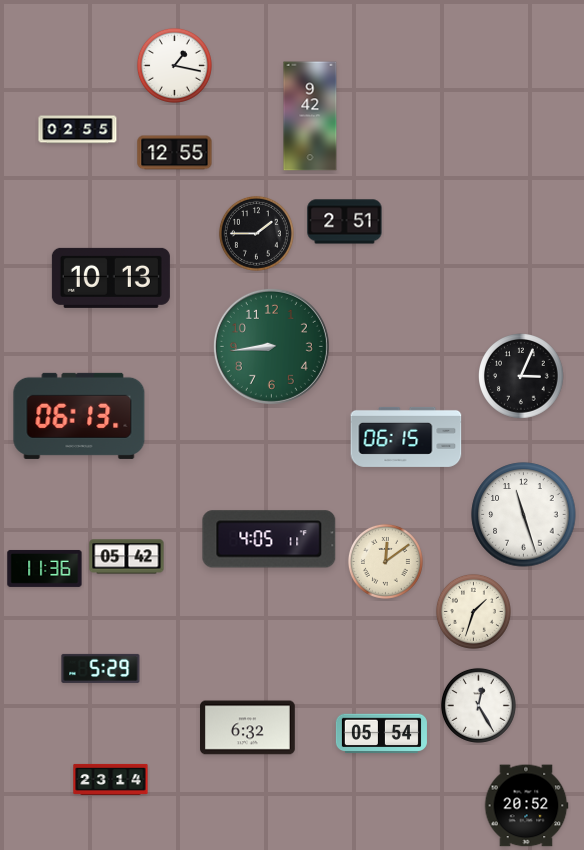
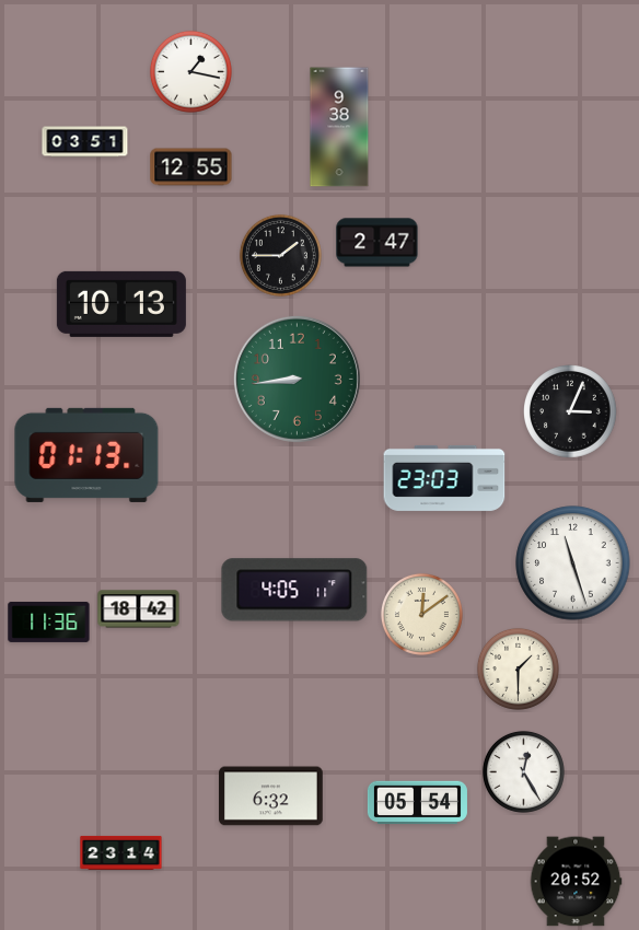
clock at (310, 116): 9:42 -> 9:38
clock at (78, 130): 02:55 -> 03:51
clock at (345, 222): 2:51 -> 2:47
clock at (79, 416): 06:13 -> 01:13
clock at (406, 437): 06:15 -> 23:03
clock at (127, 557): 05:42 -> 18:42
clock at (473, 611): 1:33 -> 1:30
clock at (101, 668): 5:29 -> none
